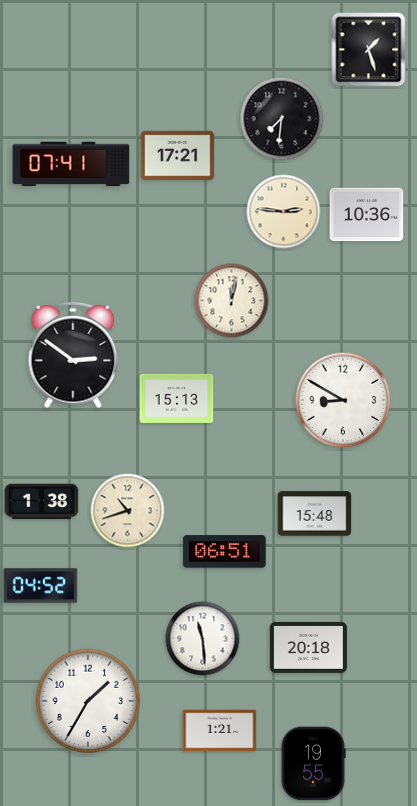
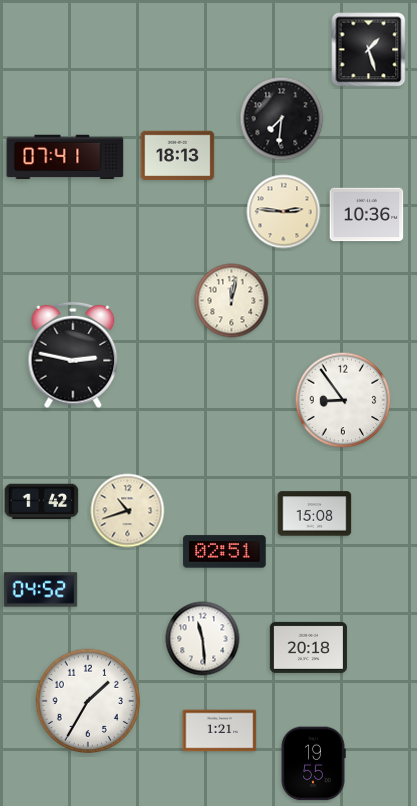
clock at (178, 156): 17:21 -> 18:13
clock at (71, 164) position: (71, 164) -> (65, 157)
clock at (73, 355): 2:51 -> 2:47
clock at (177, 398): 15:13 -> none
clock at (343, 400): 8:50 -> 8:54
clock at (42, 502): 1:38 -> 1:42
clock at (315, 514): 15:48 -> 15:08
clock at (225, 552): 06:51 -> 02:51
clock at (41, 586) position: (41, 586) -> (41, 590)
